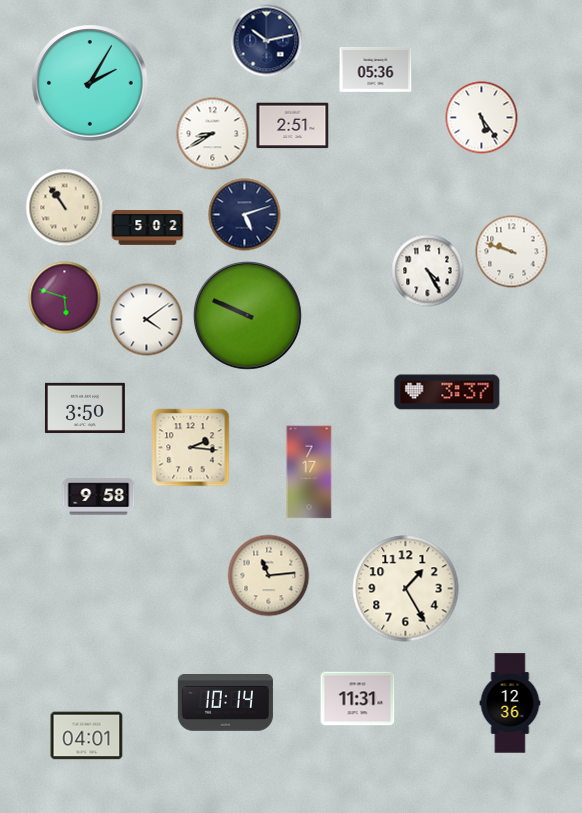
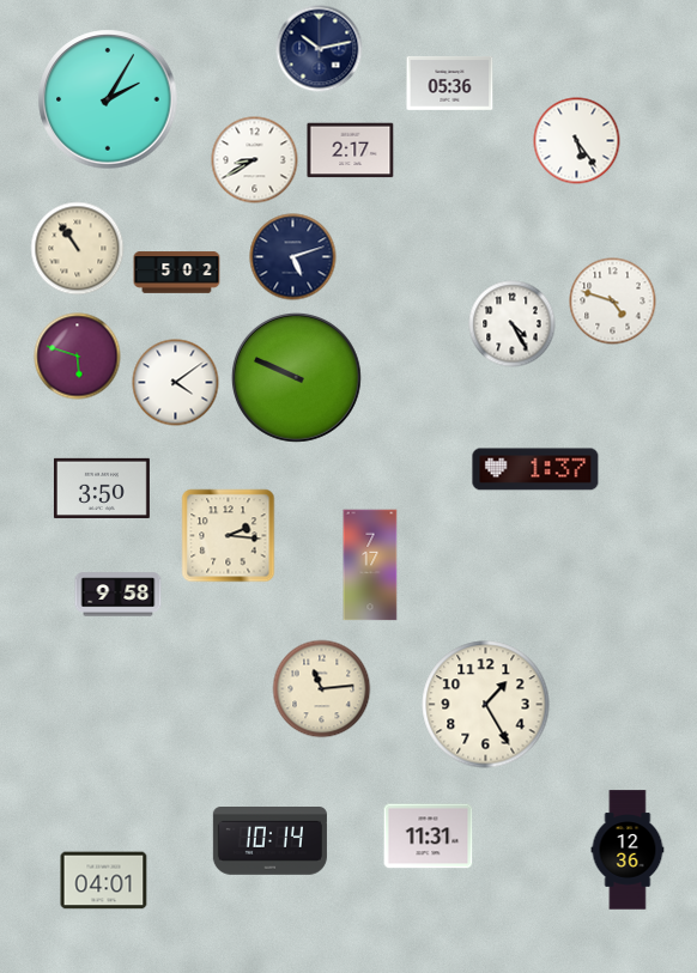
clock at (293, 126): 2:51 -> 2:17
clock at (512, 252): 9:48 -> 4:48
clock at (447, 392): 3:37 -> 1:37
clock at (510, 703) position: (510, 703) -> (628, 850)
